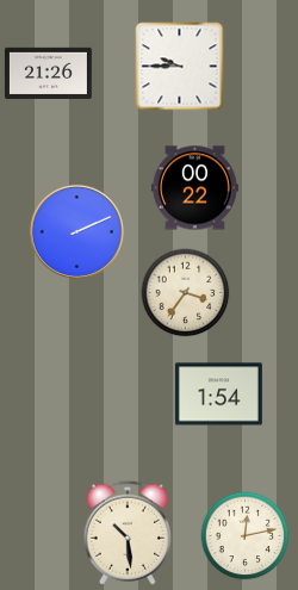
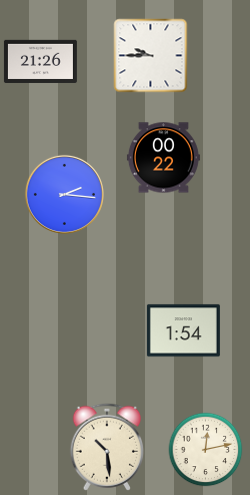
clock at (76, 231): 2:11 -> 2:16
clock at (186, 293): 3:36 -> none
